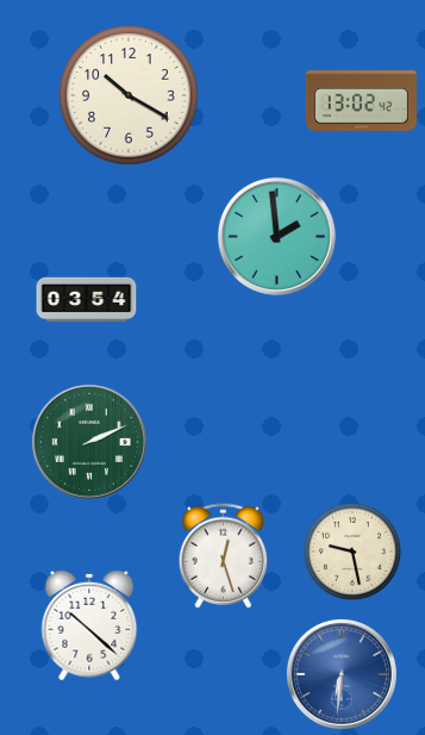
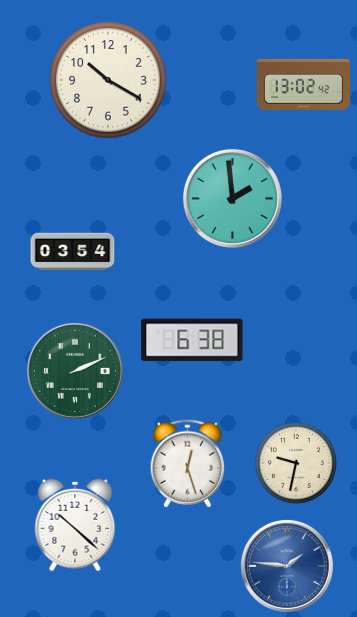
clock at (192, 340): none -> 6:38
clock at (352, 552): 9:28 -> 9:32
clock at (224, 556) position: (224, 556) -> (188, 464)
clock at (342, 674): 6:31 -> 1:46
